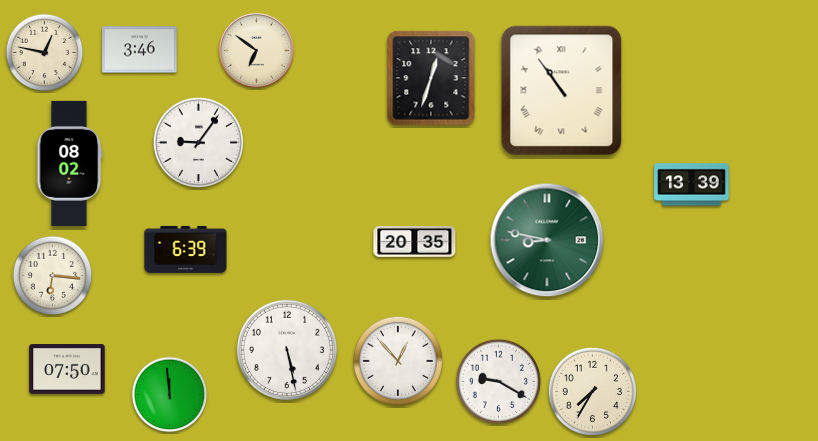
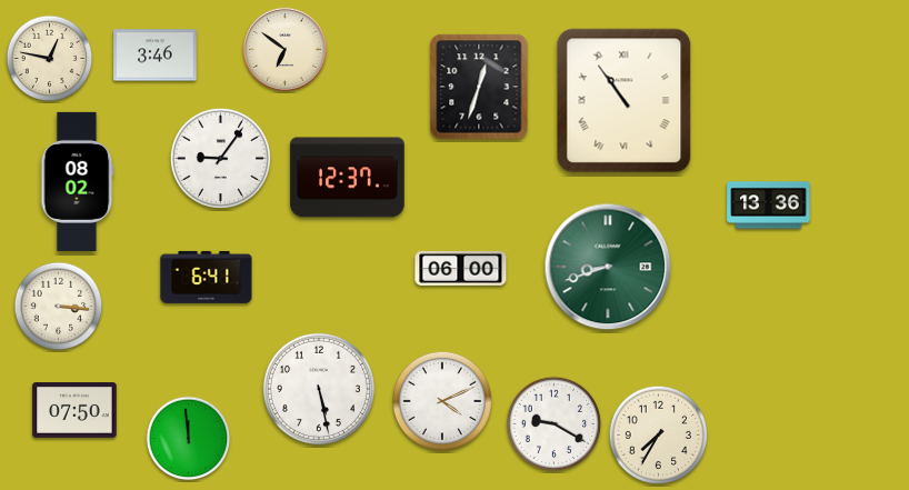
clock at (256, 50) position: (256, 50) -> (284, 49)
clock at (348, 178): none -> 12:37
clock at (692, 185): 13:39 -> 13:36
clock at (547, 240): 8:47 -> 8:42
clock at (415, 241): 20:35 -> 06:00
clock at (186, 249): 6:39 -> 6:41
clock at (53, 276): 6:16 -> 3:16
clock at (397, 360): 12:53 -> 4:11
